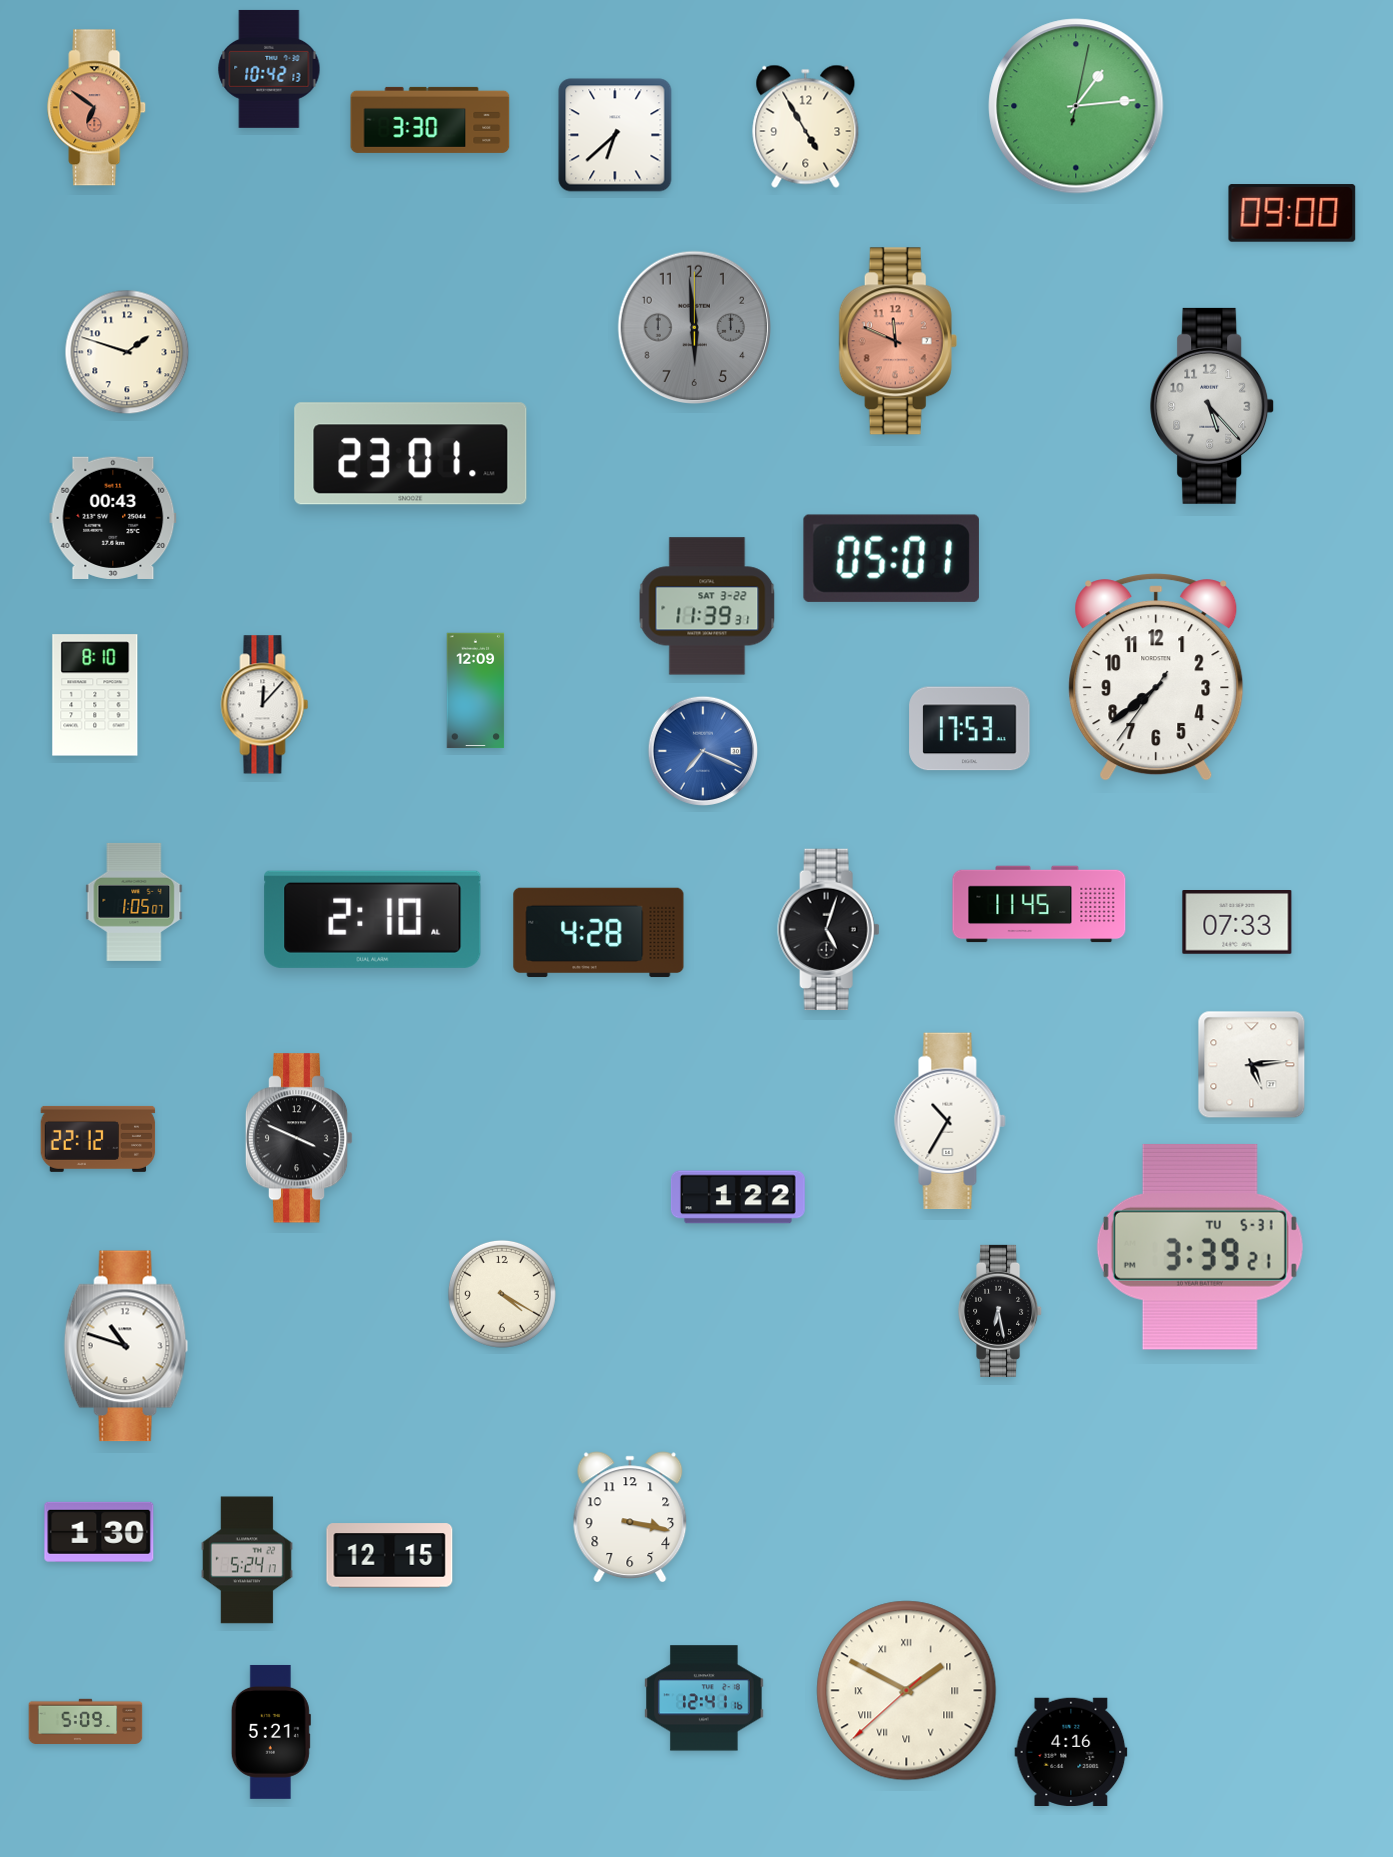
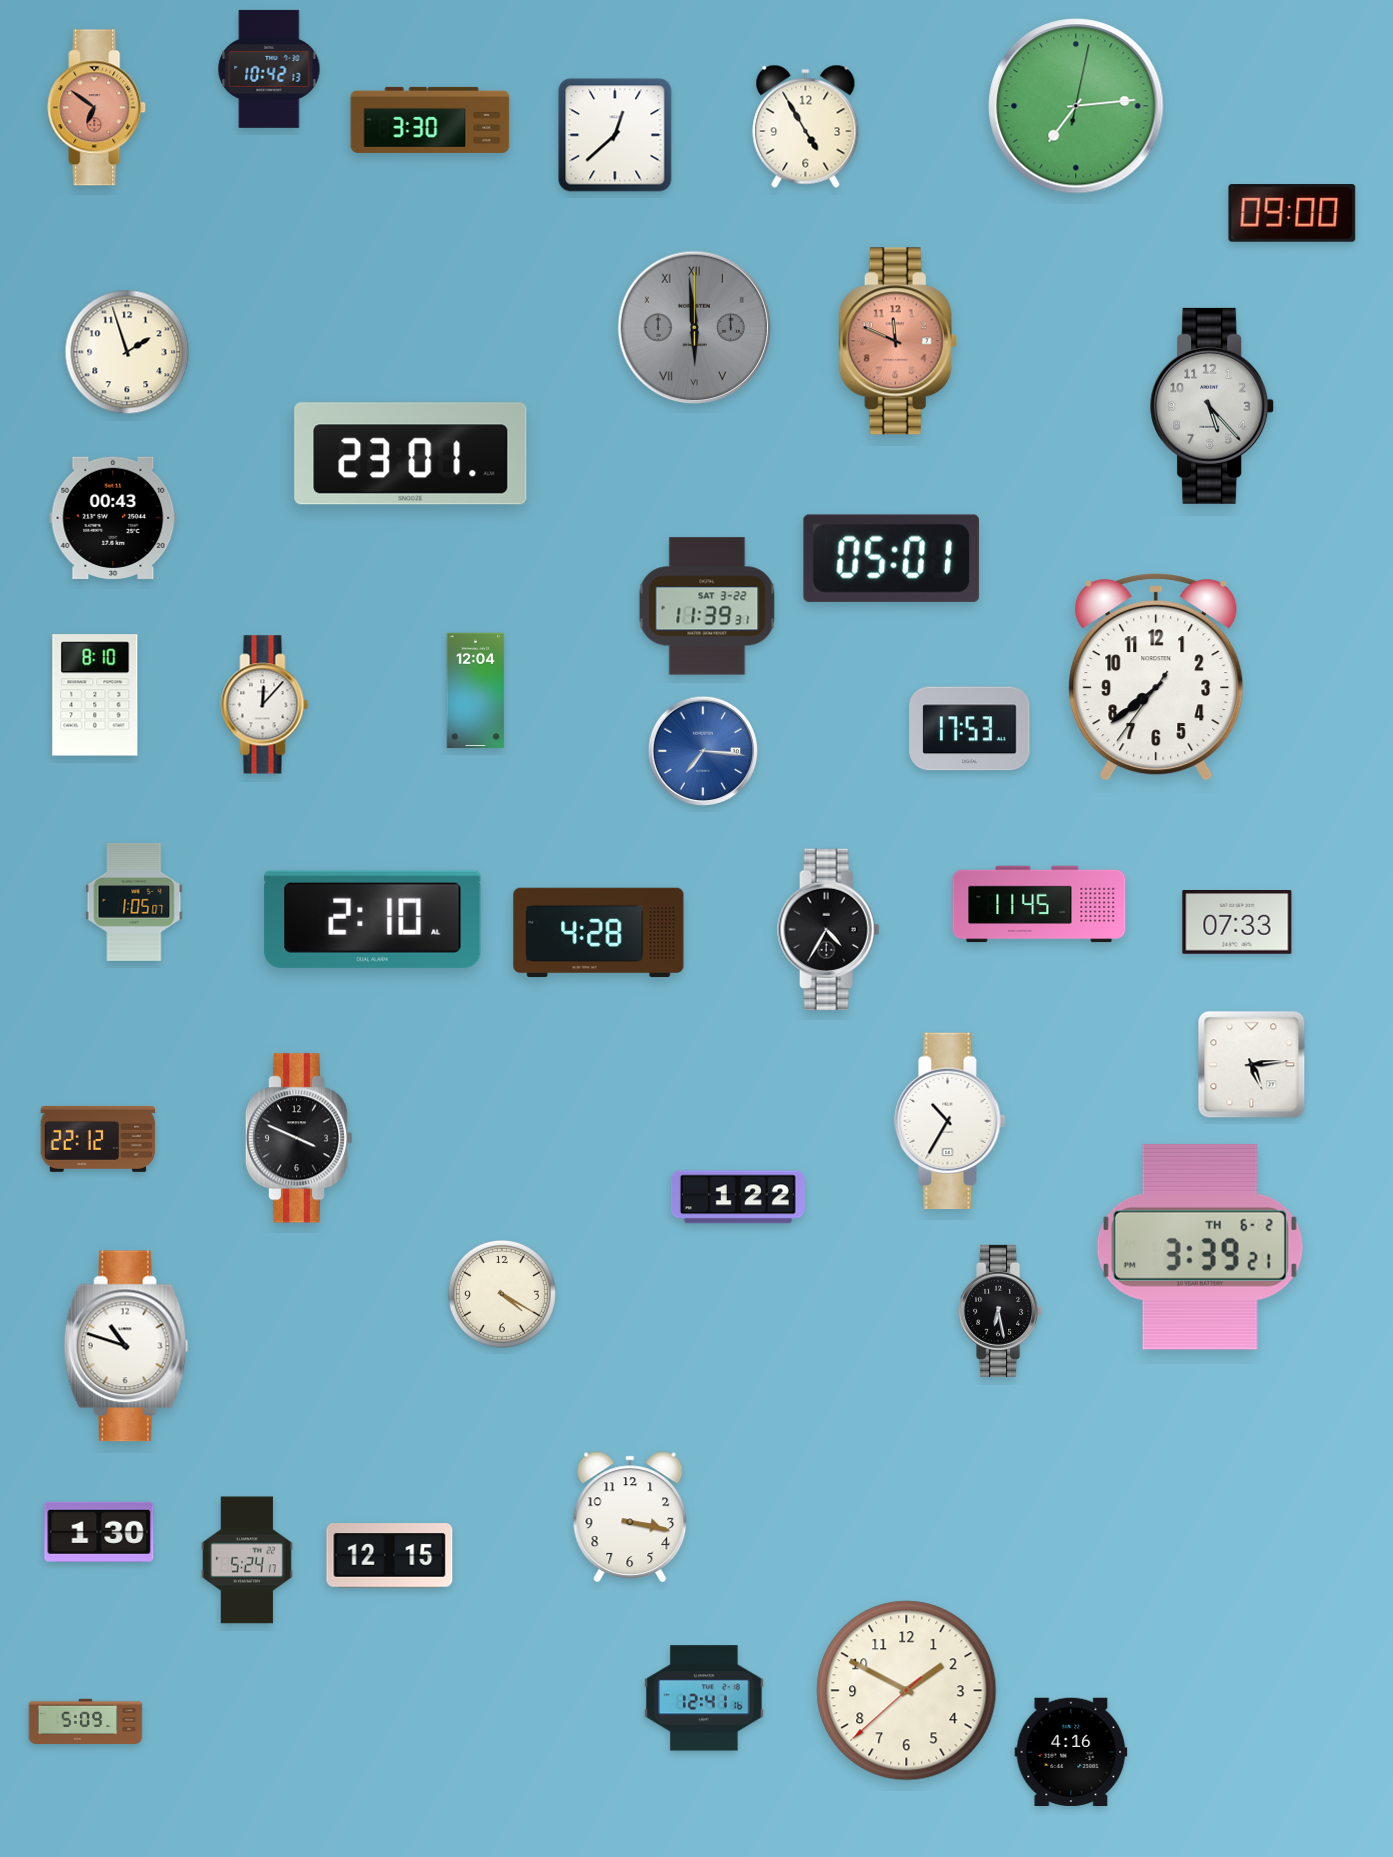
clock at (1076, 106): 1:14 -> 7:14
clock at (615, 135): 6:38 -> 12:38
clock at (694, 327) numerals: Arabic -> Roman
clock at (127, 352): 1:48 -> 1:57
clock at (476, 691): 12:09 -> 12:04
clock at (702, 750): 7:19 -> 7:16
clock at (829, 929): 5:03 -> 4:35
clock at (1200, 1247) date: TU 5-31 -> TH 6-2
clock at (907, 1691) numerals: Roman -> Arabic
clock at (271, 1732): 5:21 -> none
